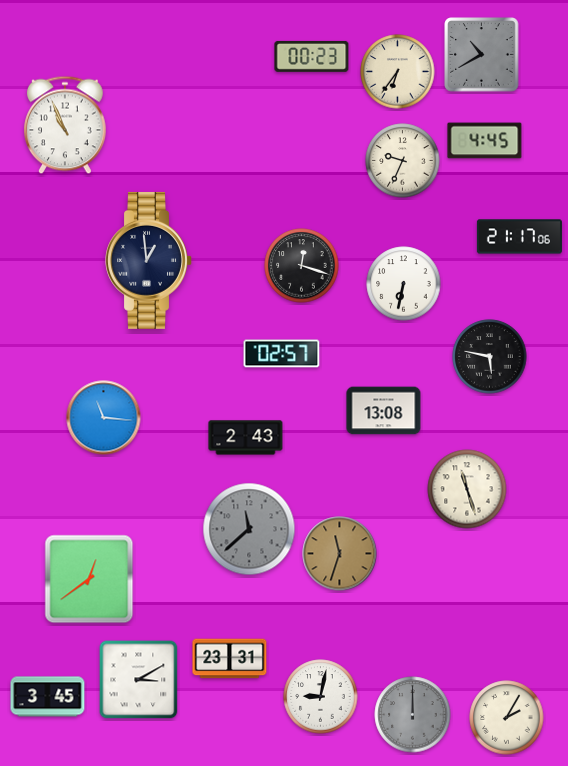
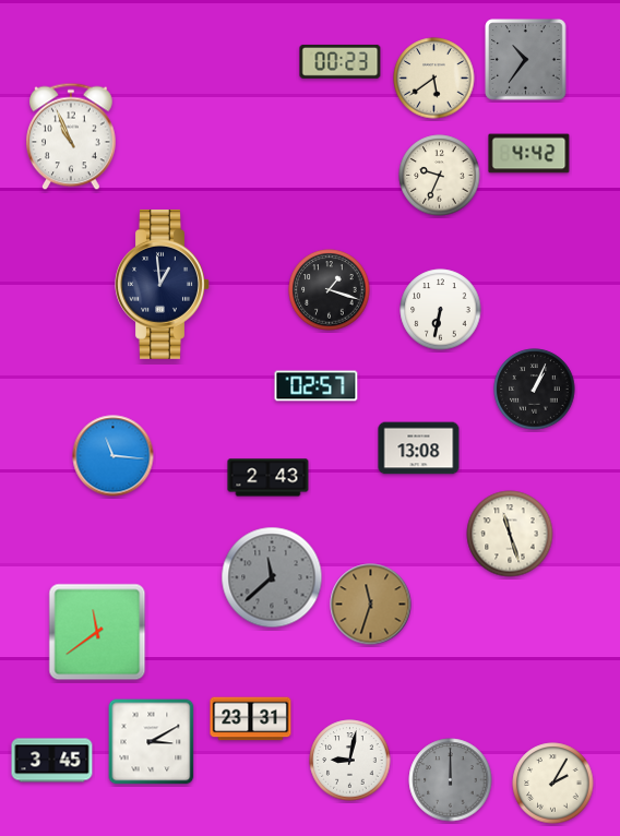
clock at (482, 55): 10:40 -> 10:36
clock at (398, 72): 6:36 -> 5:39
clock at (485, 141): 4:45 -> 4:42
clock at (519, 237): 21:17 -> none
clock at (302, 266): 12:18 -> 1:18
clock at (282, 354) position: (282, 354) -> (317, 386)
clock at (490, 357): 5:47 -> 1:04
clock at (89, 579): 12:39 -> 11:39
